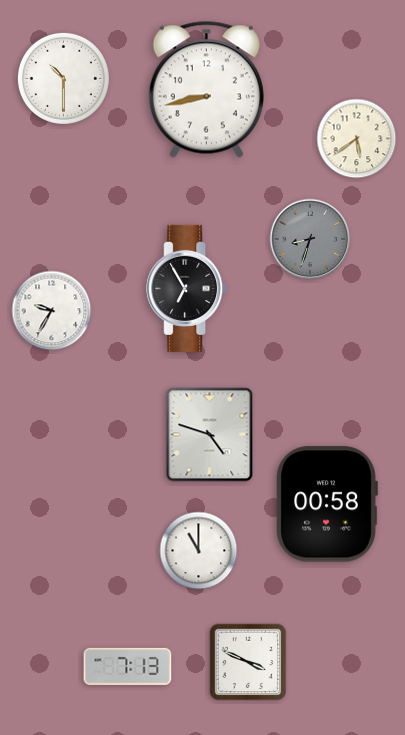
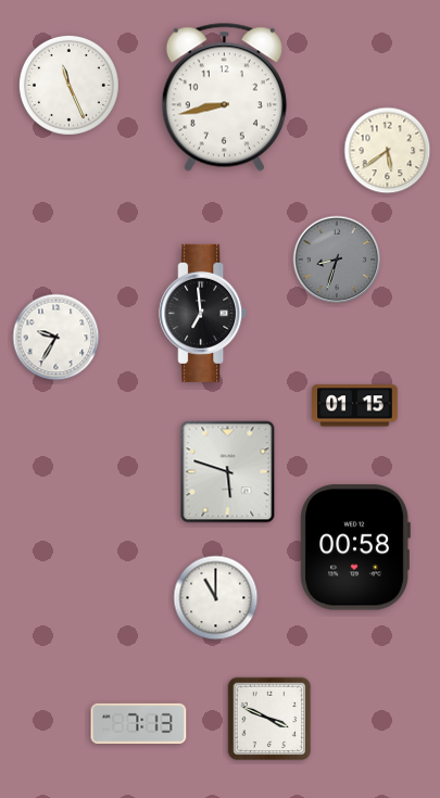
clock at (63, 78): 10:30 -> 11:26
clock at (187, 288): 6:55 -> 6:59
clock at (355, 406): none -> 01:15
clock at (210, 435): 4:48 -> 5:48
